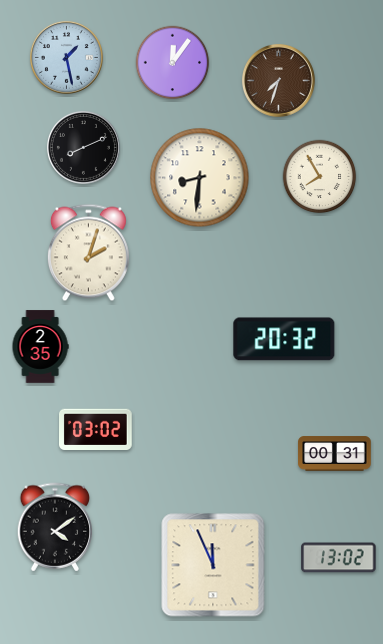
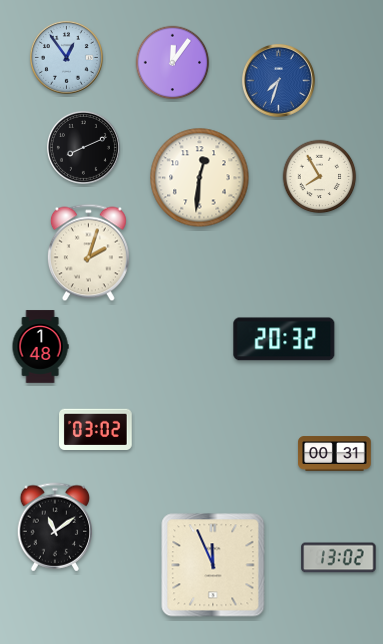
clock at (66, 57): 1:28 -> 12:54
clock at (278, 80) dial: brown -> blue
clock at (200, 178): 8:31 -> 12:31
clock at (40, 347): 2:35 -> 1:48
clock at (55, 527): 4:09 -> 11:09
